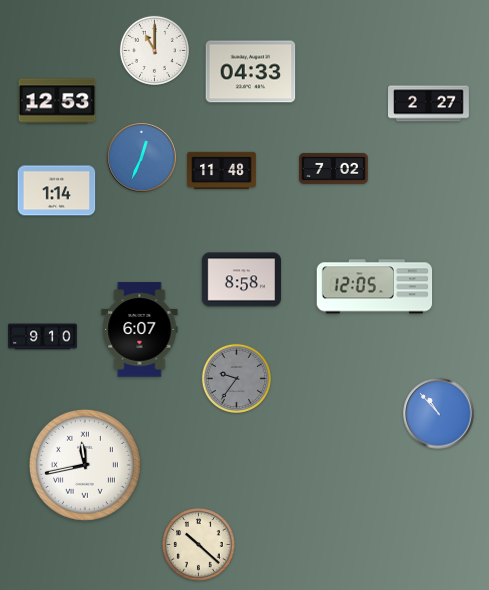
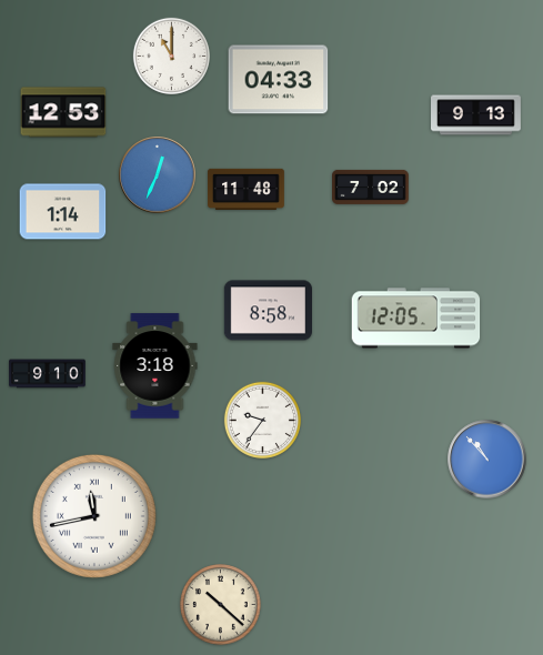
clock at (429, 104): 2:27 -> 9:13
clock at (140, 330): 6:07 -> 3:18
clock at (236, 378) dial: grey -> white
